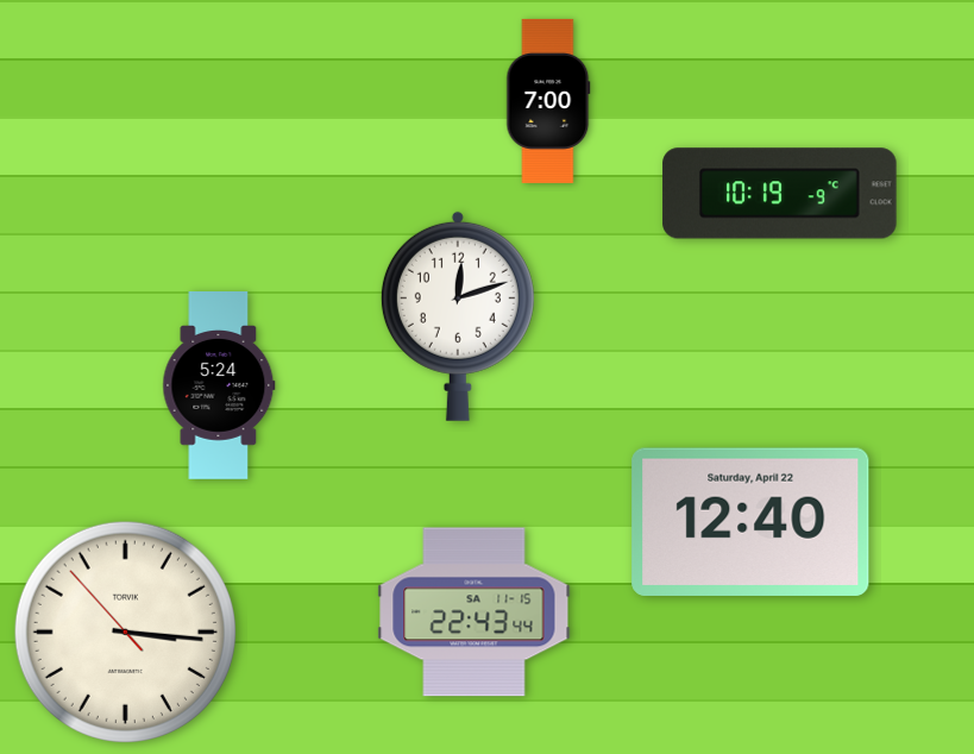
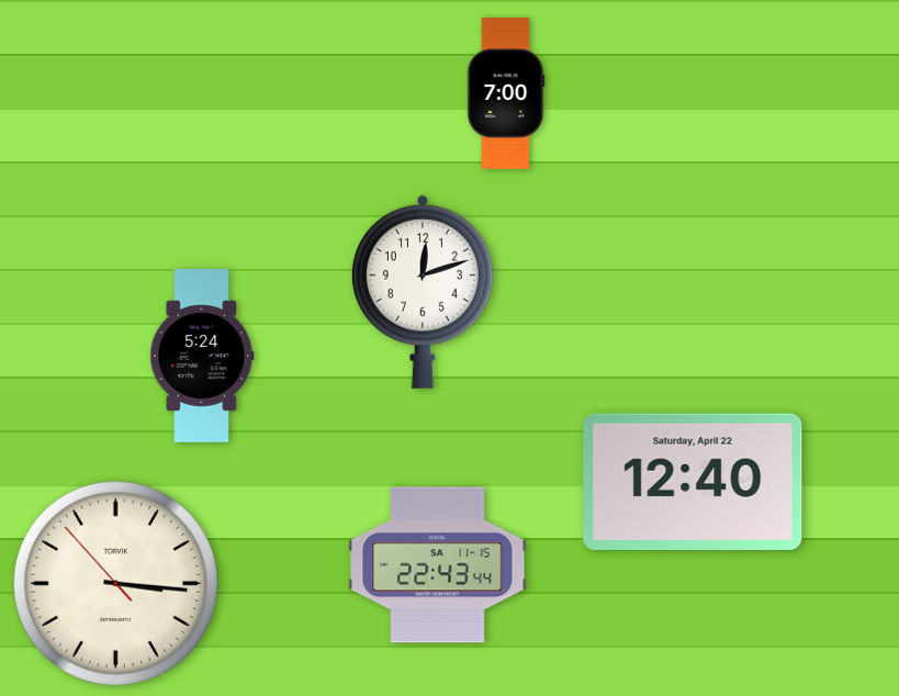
clock at (780, 194): 10:19 -> none
